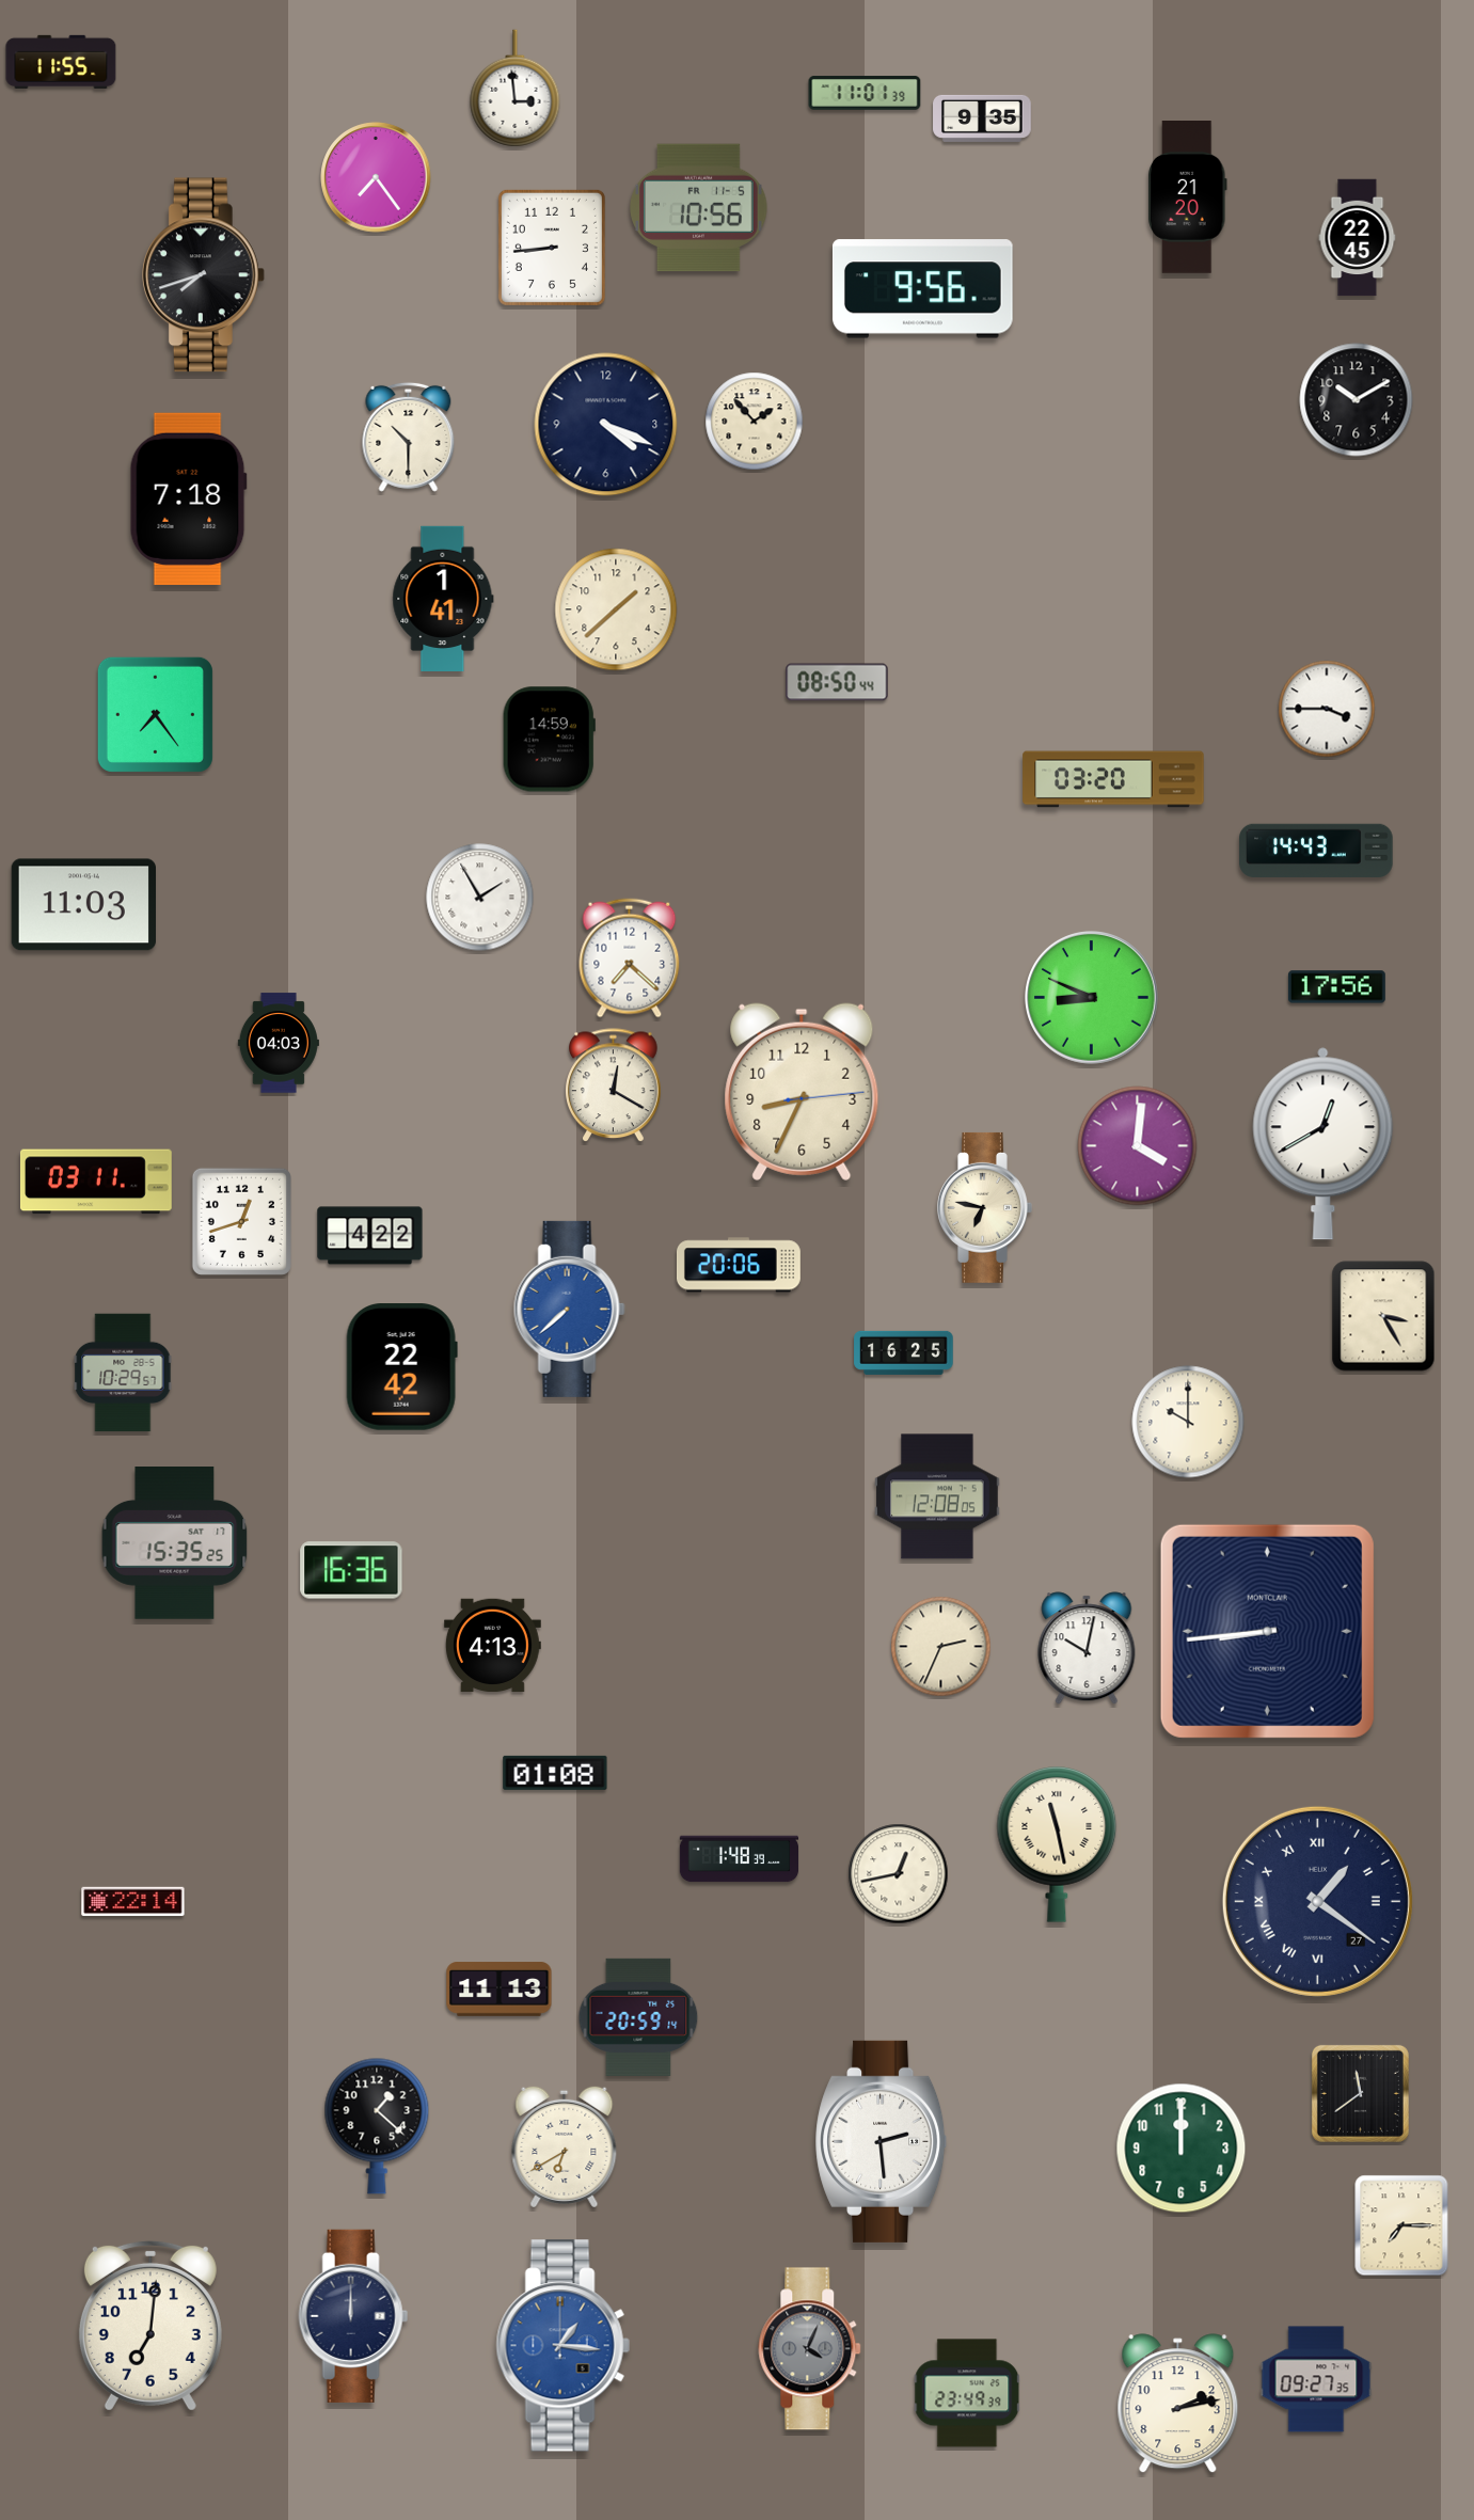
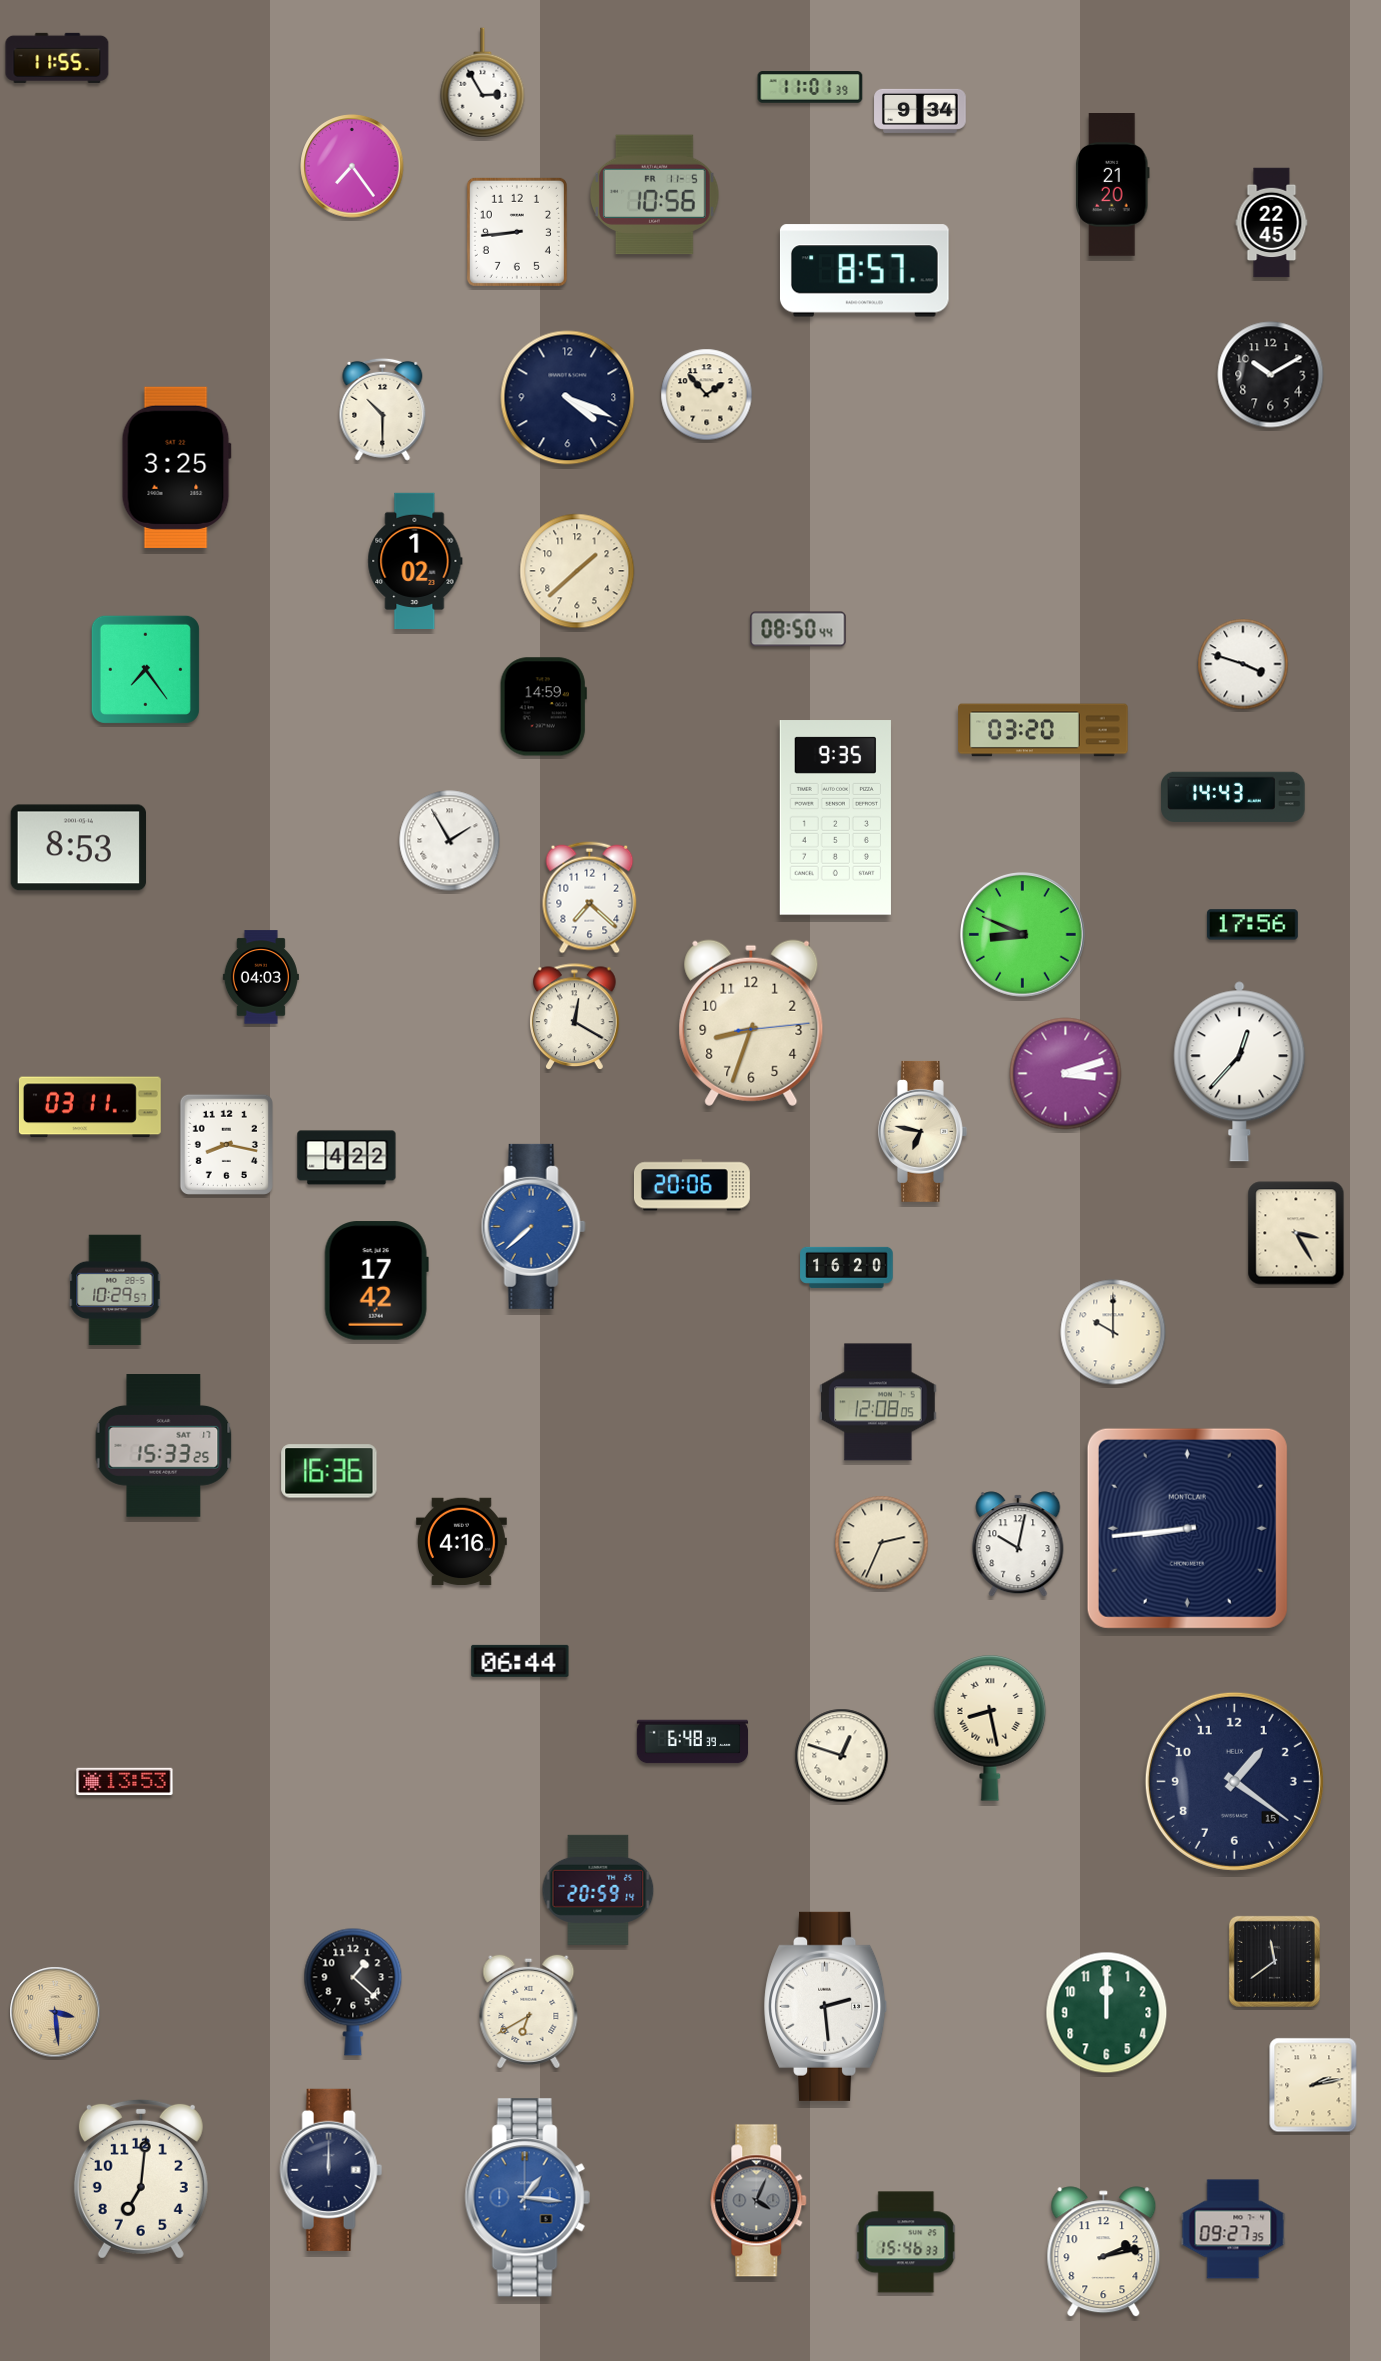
clock at (516, 89): 2:59 -> 2:55
clock at (982, 118): 9:35 -> 9:34
clock at (203, 275): 7:42 -> none
clock at (922, 289): 9:56 -> 8:57
clock at (188, 498): 7:18 -> 3:25
clock at (443, 598): 1:41 -> 1:02
clock at (837, 682) position: (837, 682) -> (798, 629)
clock at (1327, 709): 3:45 -> 3:48
clock at (549, 740) position: (549, 740) -> (543, 707)
clock at (835, 818): none -> 9:35
clock at (83, 905): 11:03 -> 8:53
clock at (802, 1092): 8:34 -> 8:33
clock at (1324, 1144): 12:40 -> 12:37
clock at (1138, 1146): 4:01 -> 3:12
clock at (241, 1221): 12:42 -> 8:17
clock at (904, 1352): 16:25 -> 16:20
clock at (401, 1367): 22:42 -> 17:42
clock at (123, 1373) position: (123, 1373) -> (115, 1290)
clock at (175, 1543): 15:35 -> 15:33
clock at (492, 1646): 4:13 -> 4:16
clock at (555, 1773): 01:08 -> 06:44
clock at (1057, 1844): 11:28 -> 8:28
clock at (740, 1859): 1:48 -> 6:48
clock at (899, 1874): 12:43 -> 12:48
clock at (1317, 1901) date: 27 -> 15
clock at (1317, 1901) numerals: Roman -> Arabic
clock at (133, 1902): 22:14 -> 13:53
clock at (500, 1990): 11:13 -> none
clock at (55, 2012): none -> 3:29
clock at (1401, 2225): 7:15 -> 2:13
clock at (967, 2393): 23:49 -> 15:46
